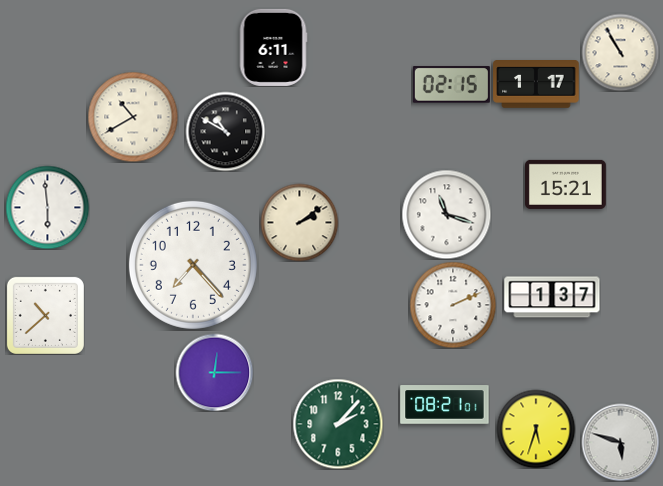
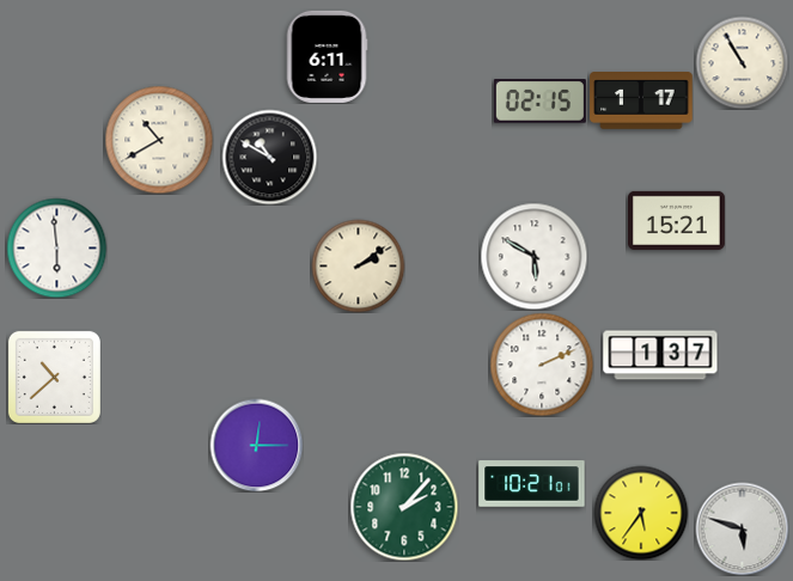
clock at (446, 214): 11:18 -> 5:50
clock at (193, 265): 7:23 -> none
clock at (445, 405): 08:21 -> 10:21
clock at (536, 429): 5:33 -> 5:36
